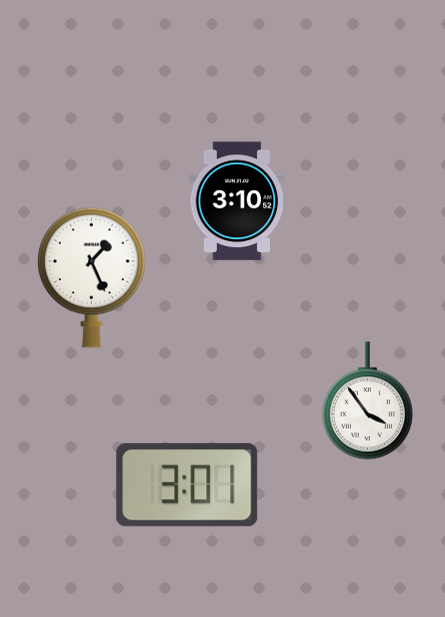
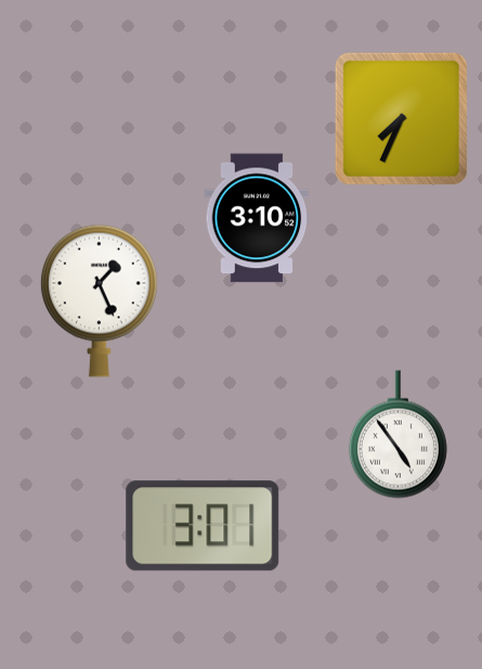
clock at (401, 118): none -> 7:34
clock at (367, 401): 3:54 -> 4:54
